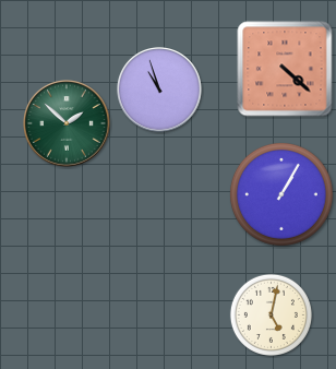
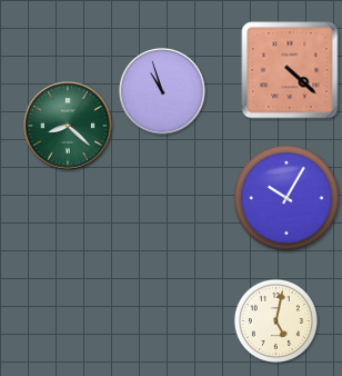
clock at (68, 124): 1:52 -> 8:22
clock at (281, 194): 1:05 -> 10:05
